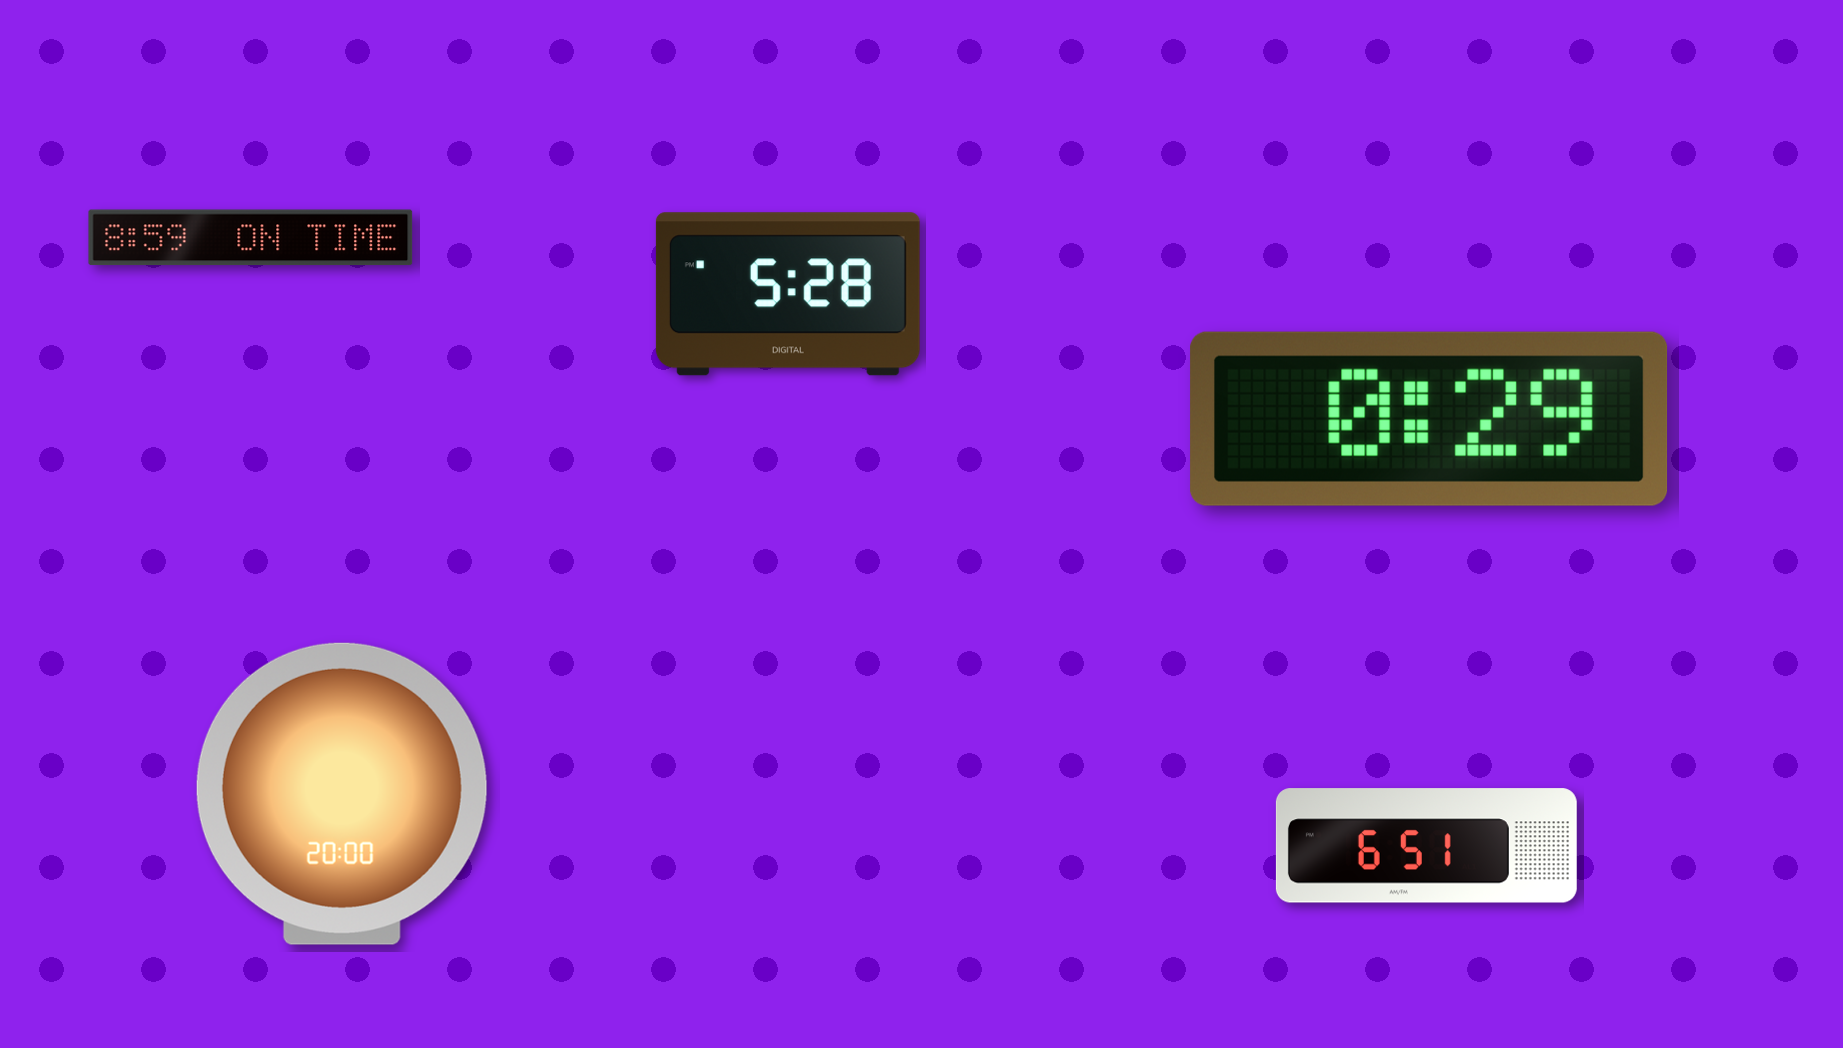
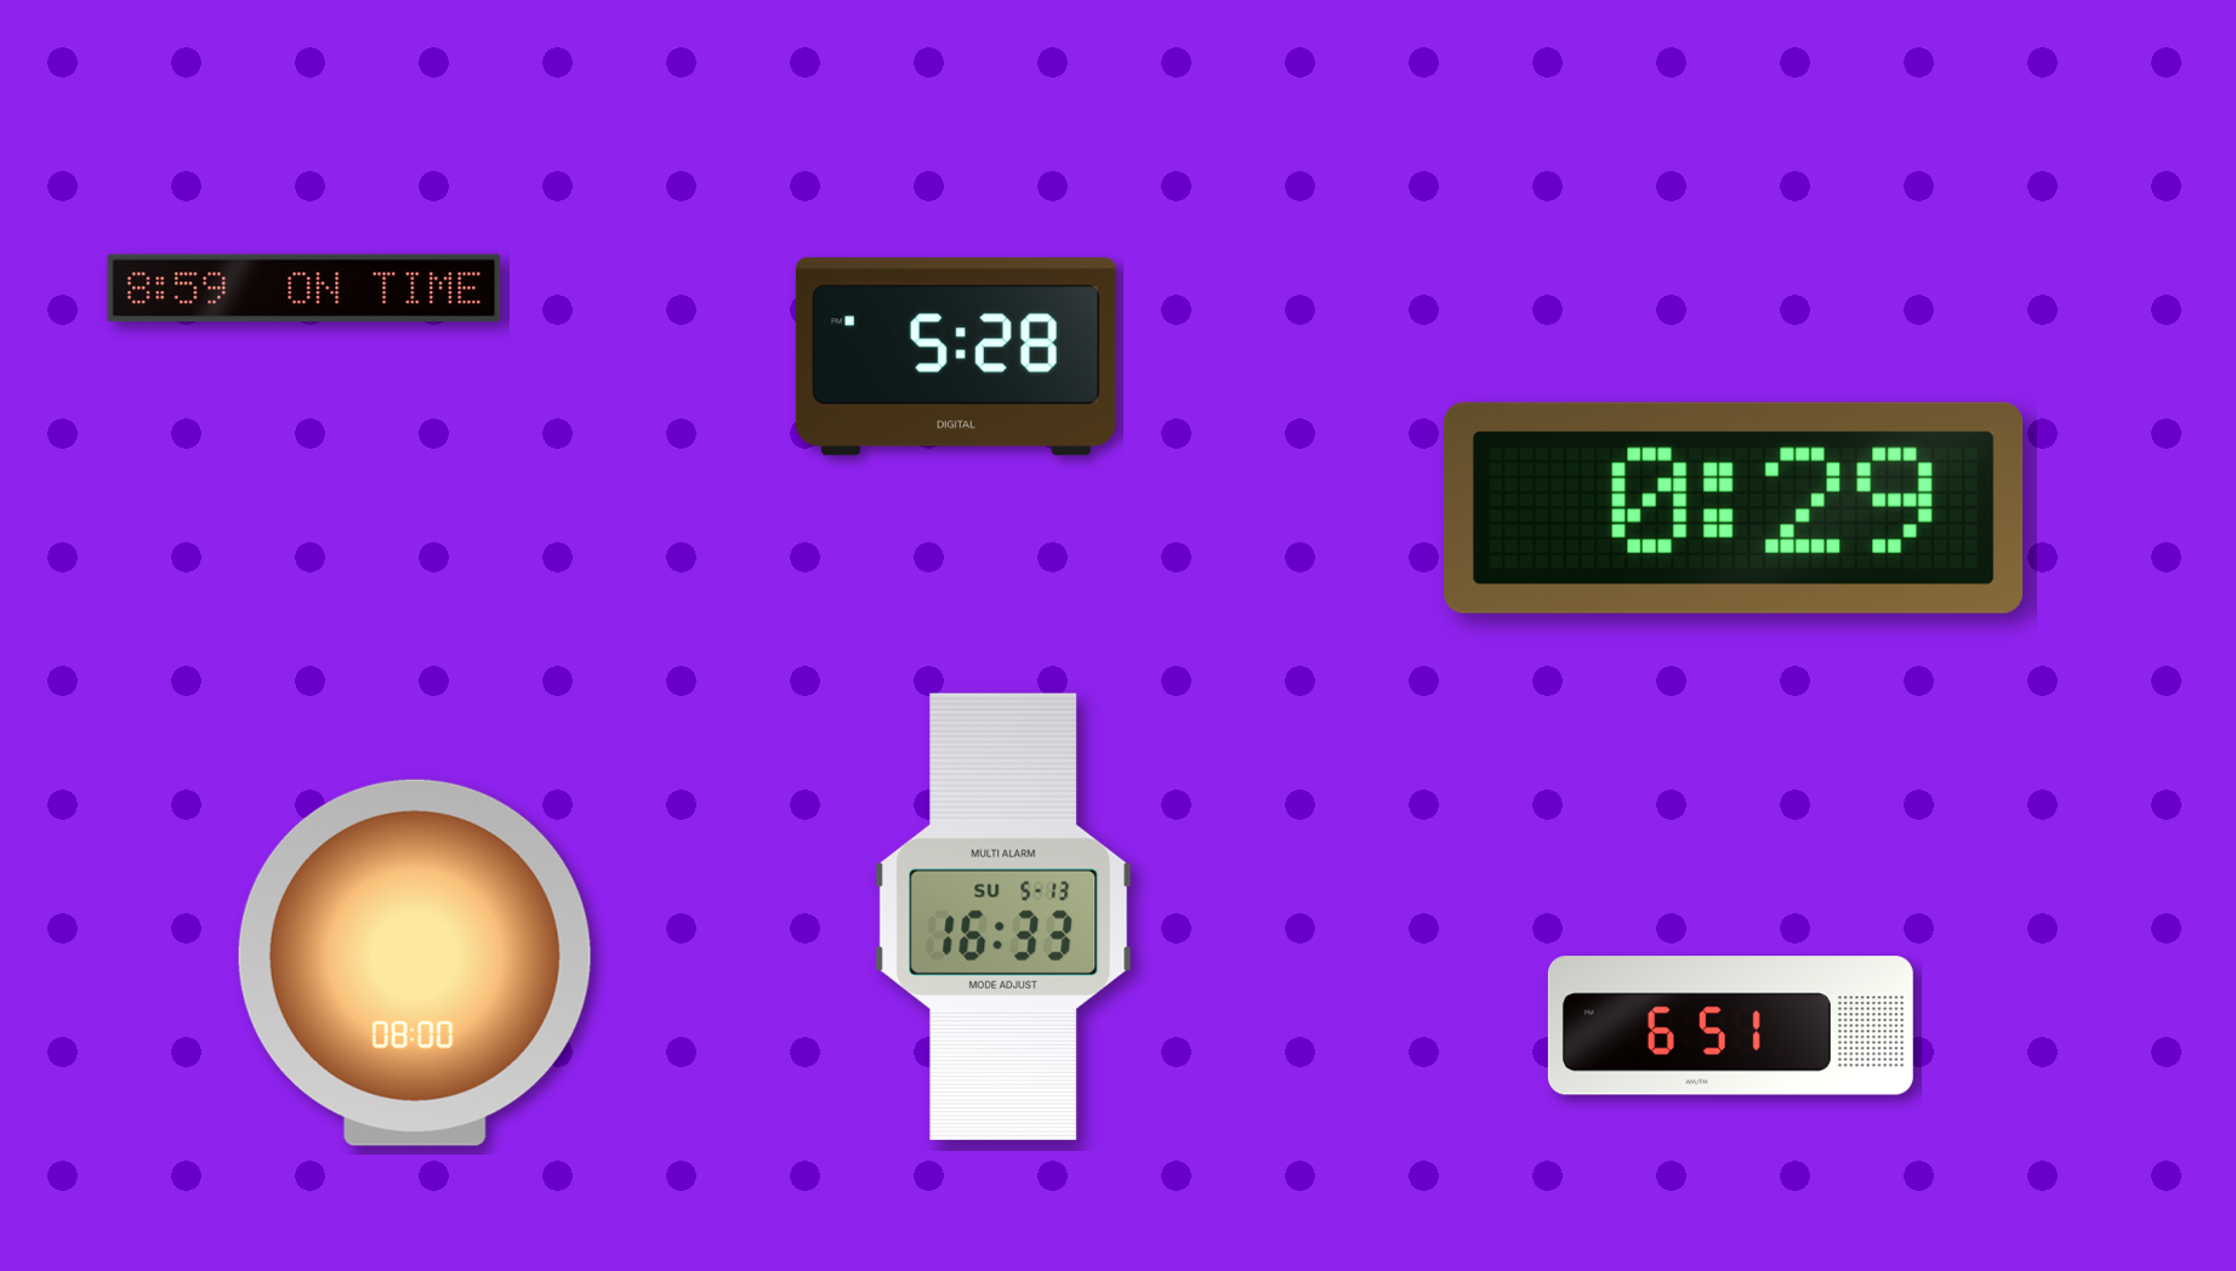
clock at (1003, 917): none -> 16:33
clock at (342, 794): 20:00 -> 08:00
